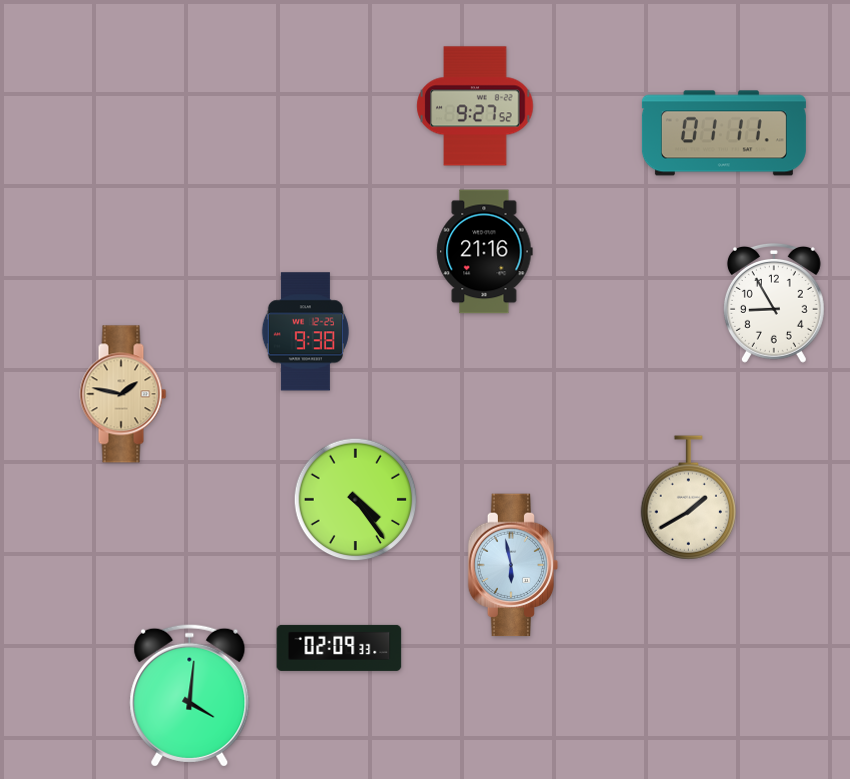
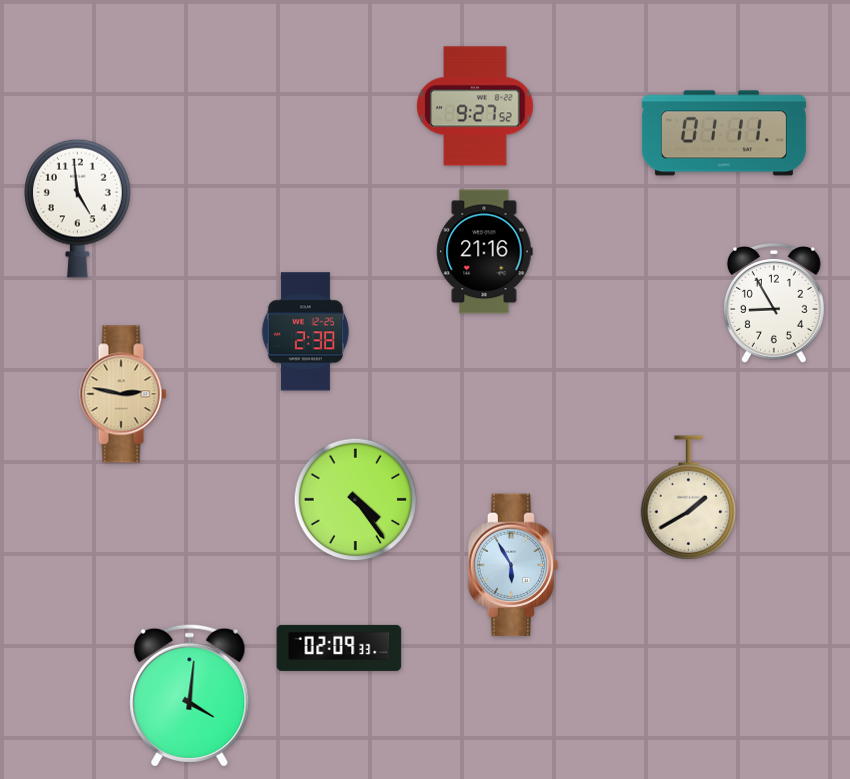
clock at (78, 208): none -> 4:59
clock at (305, 332): 9:38 -> 2:38
clock at (123, 394): 1:47 -> 2:47
clock at (513, 565): 5:58 -> 5:55
